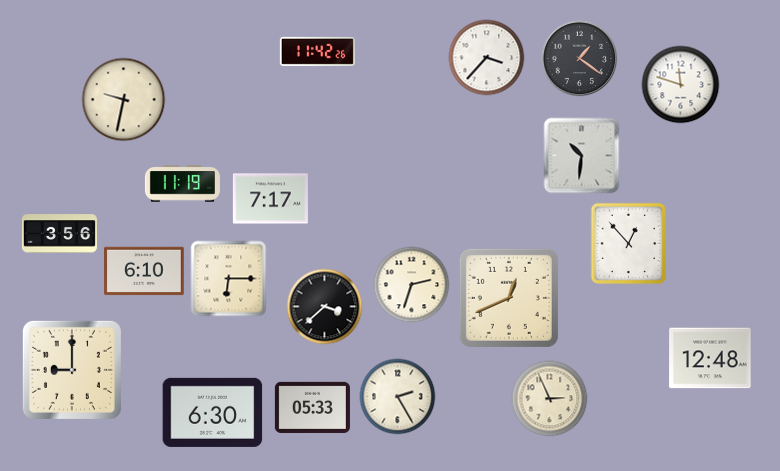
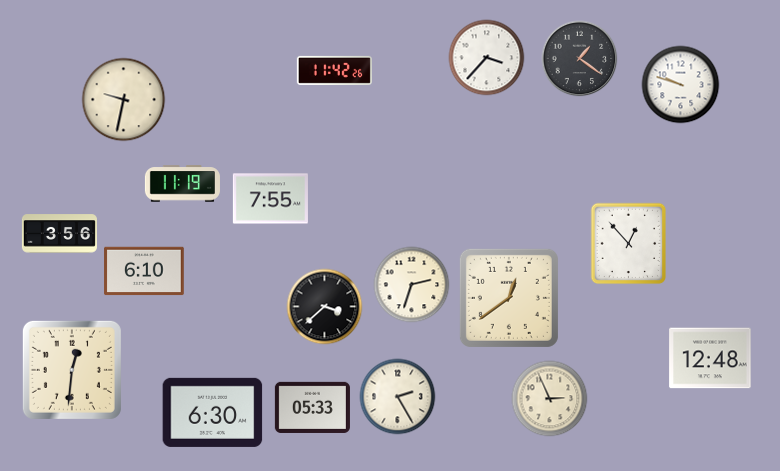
clock at (317, 51) position: (317, 51) -> (334, 70)
clock at (681, 85): 11:48 -> 9:48
clock at (582, 156): 10:31 -> none
clock at (270, 199): 7:17 -> 7:55
clock at (229, 279): 6:15 -> none
clock at (509, 298): 12:41 -> 12:39
clock at (72, 370): 9:00 -> 12:31
